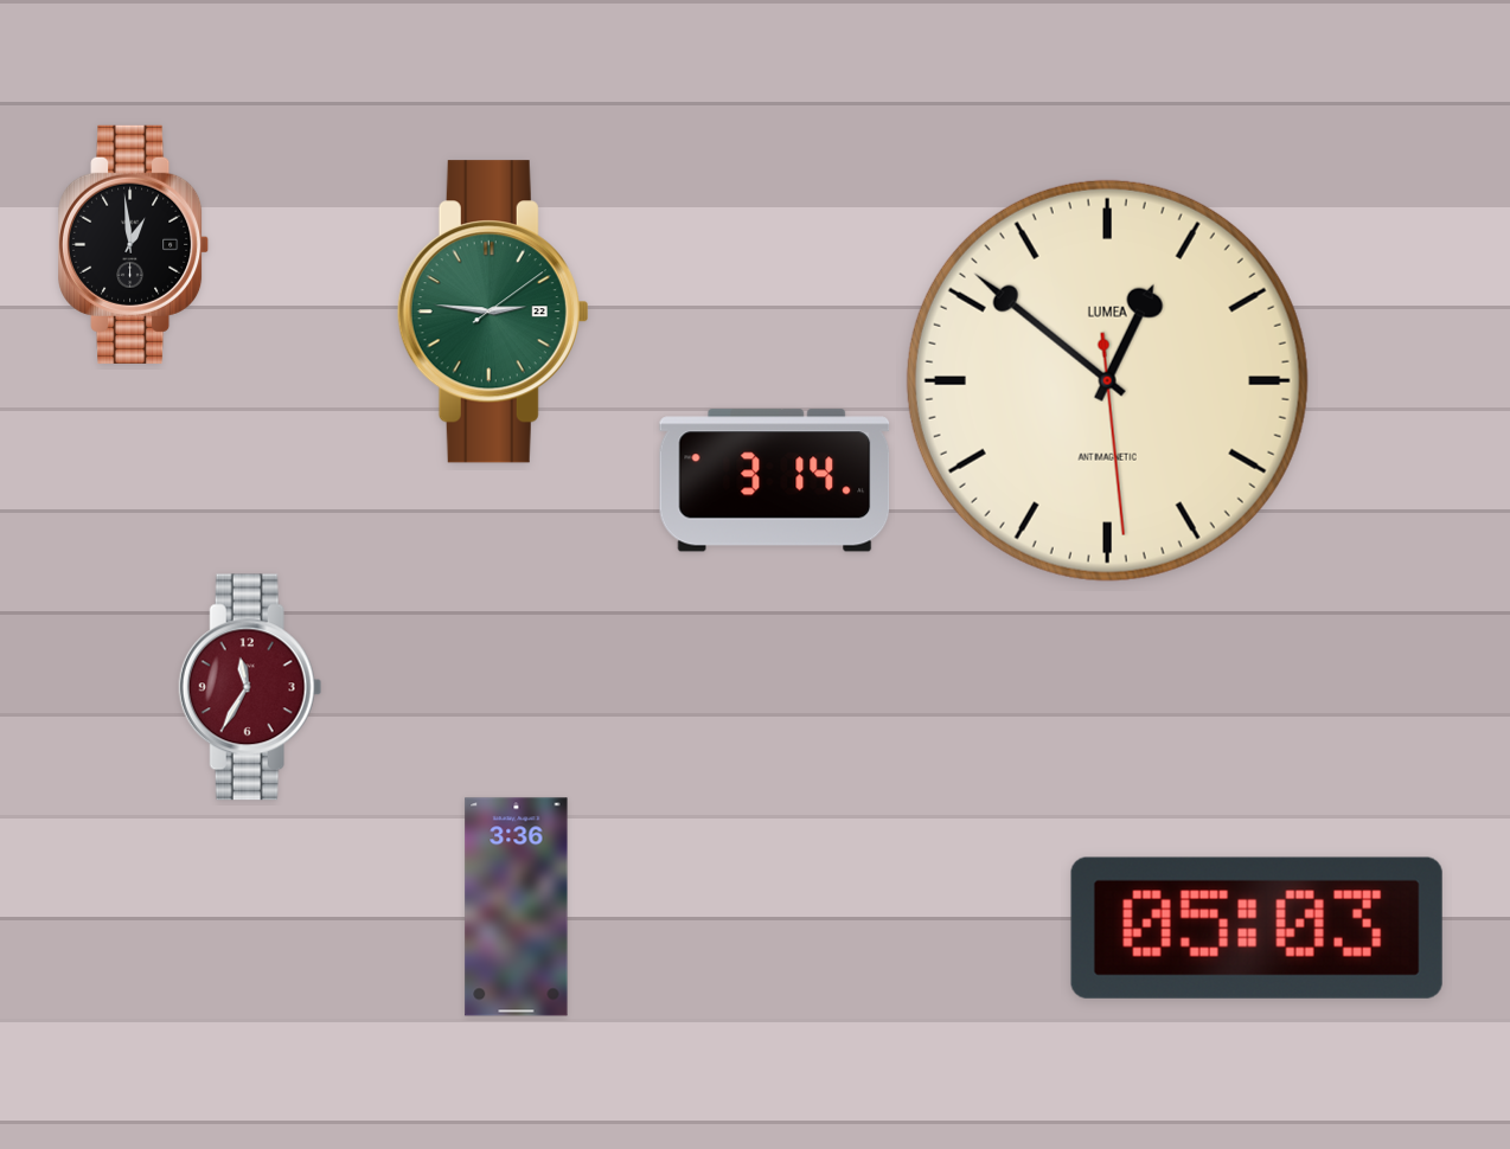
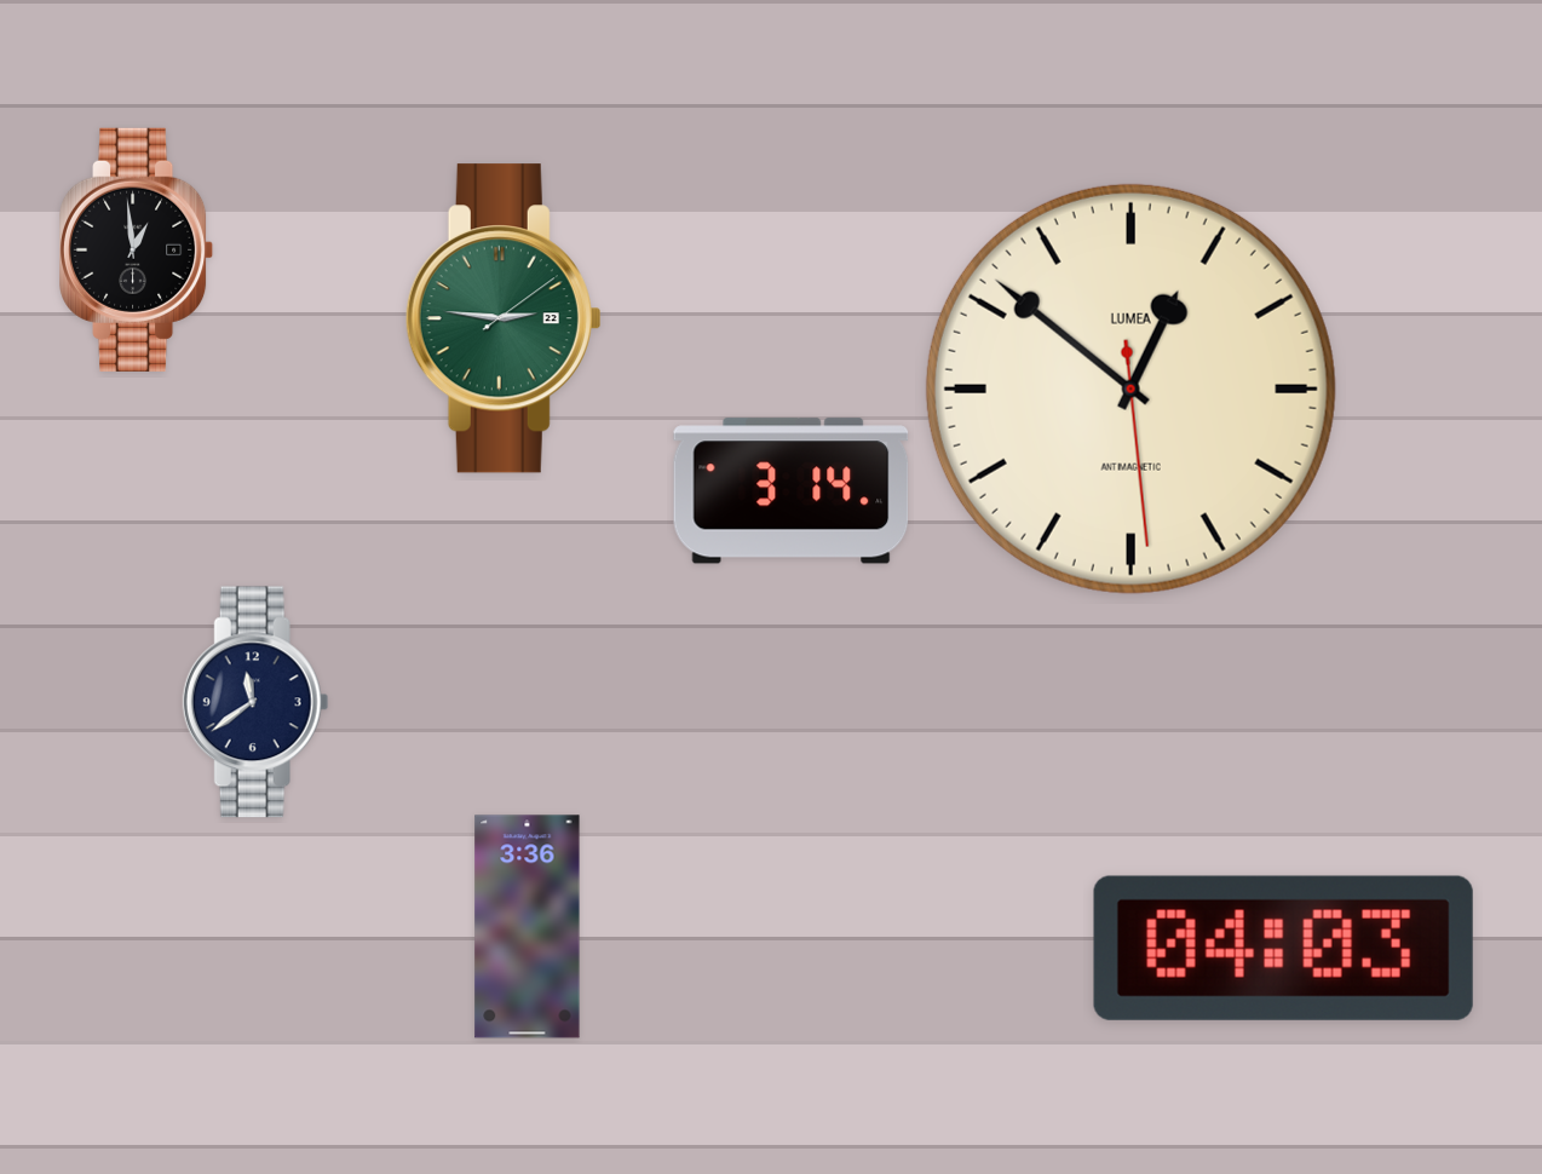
clock at (250, 687): 11:35 -> 11:39
clock at (250, 687) dial: burgundy -> navy
clock at (1256, 927): 05:03 -> 04:03
